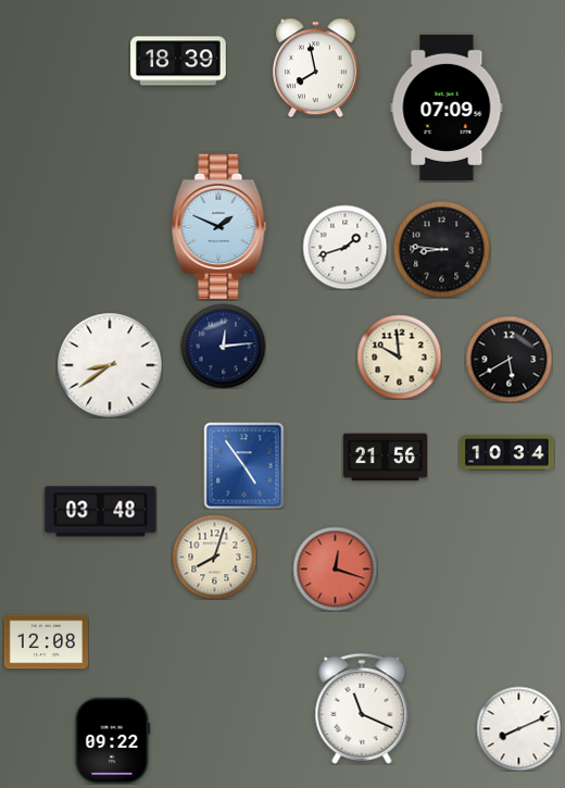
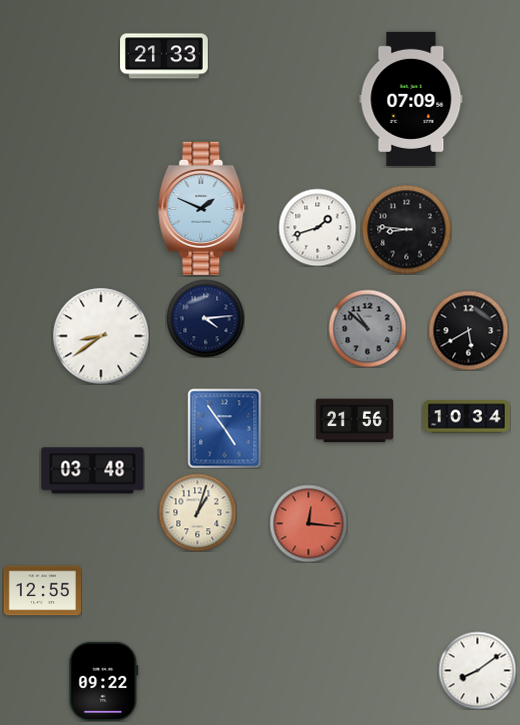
clock at (178, 61): 18:39 -> 21:33
clock at (315, 67): 7:58 -> none
clock at (223, 346): 12:14 -> 4:14
clock at (399, 357): 9:59 -> 10:52
clock at (399, 357) dial: cream -> grey
clock at (214, 556): 8:03 -> 1:03
clock at (335, 568): 12:18 -> 12:16
clock at (46, 642): 12:08 -> 12:55
clock at (362, 709): 11:19 -> none
clock at (518, 728): 8:11 -> 8:09
